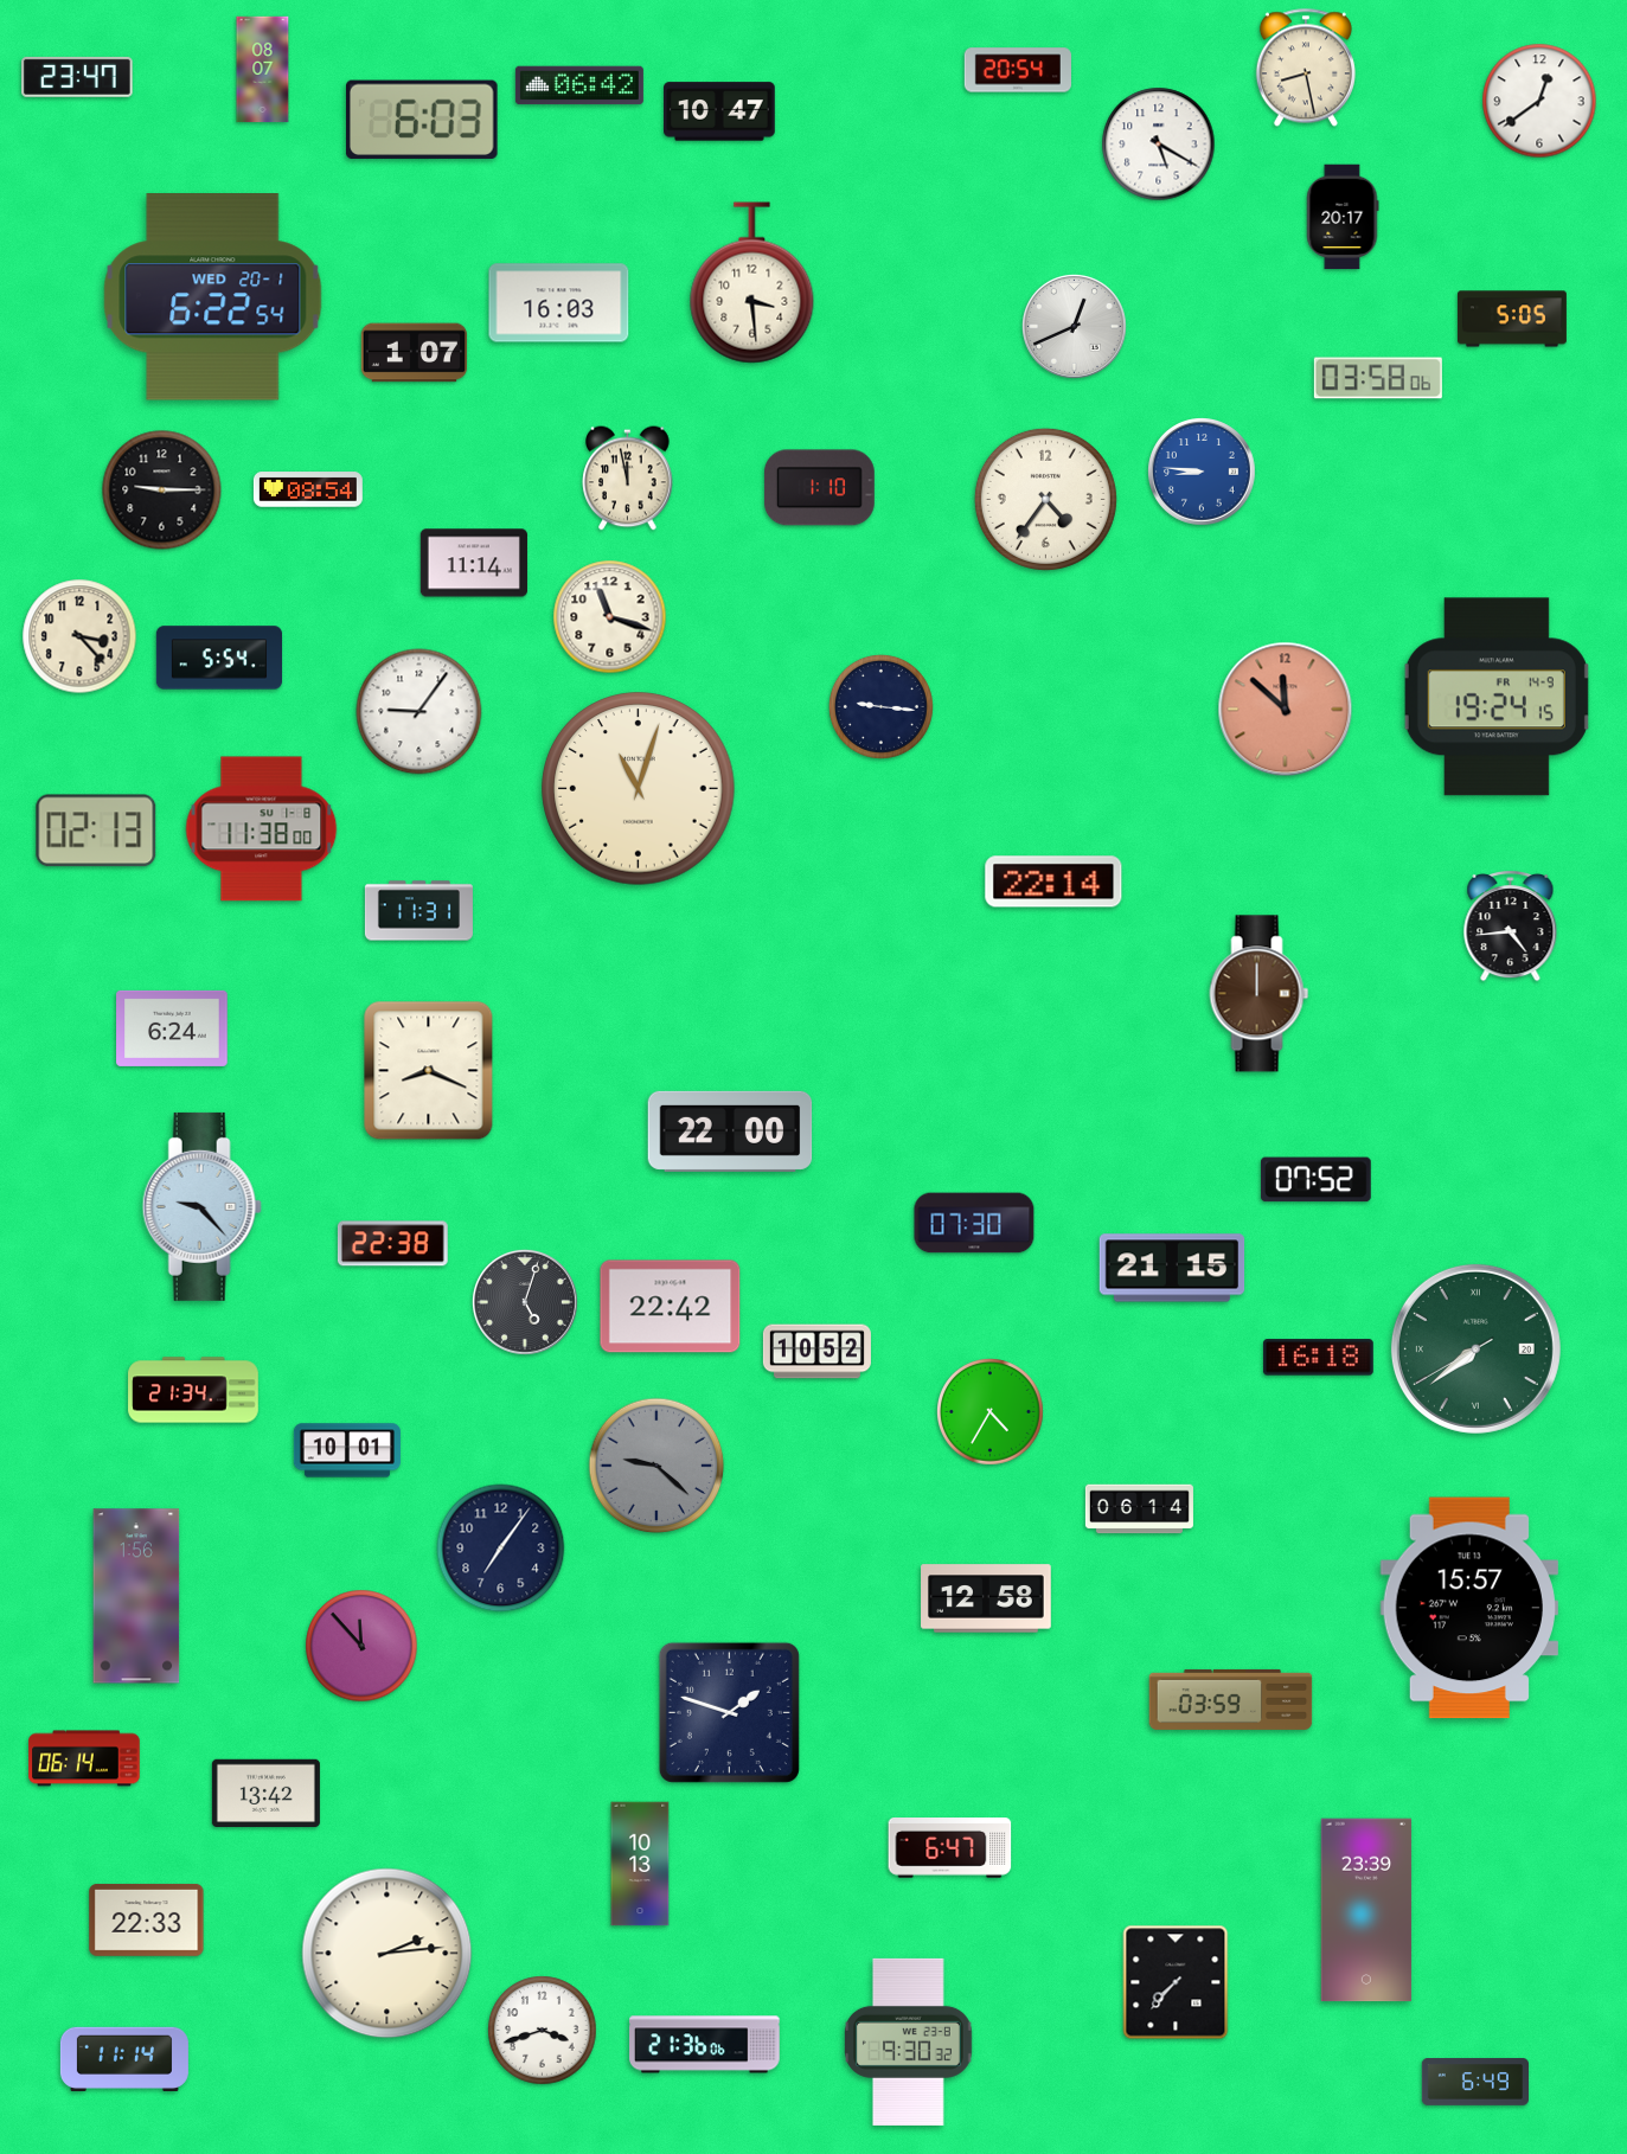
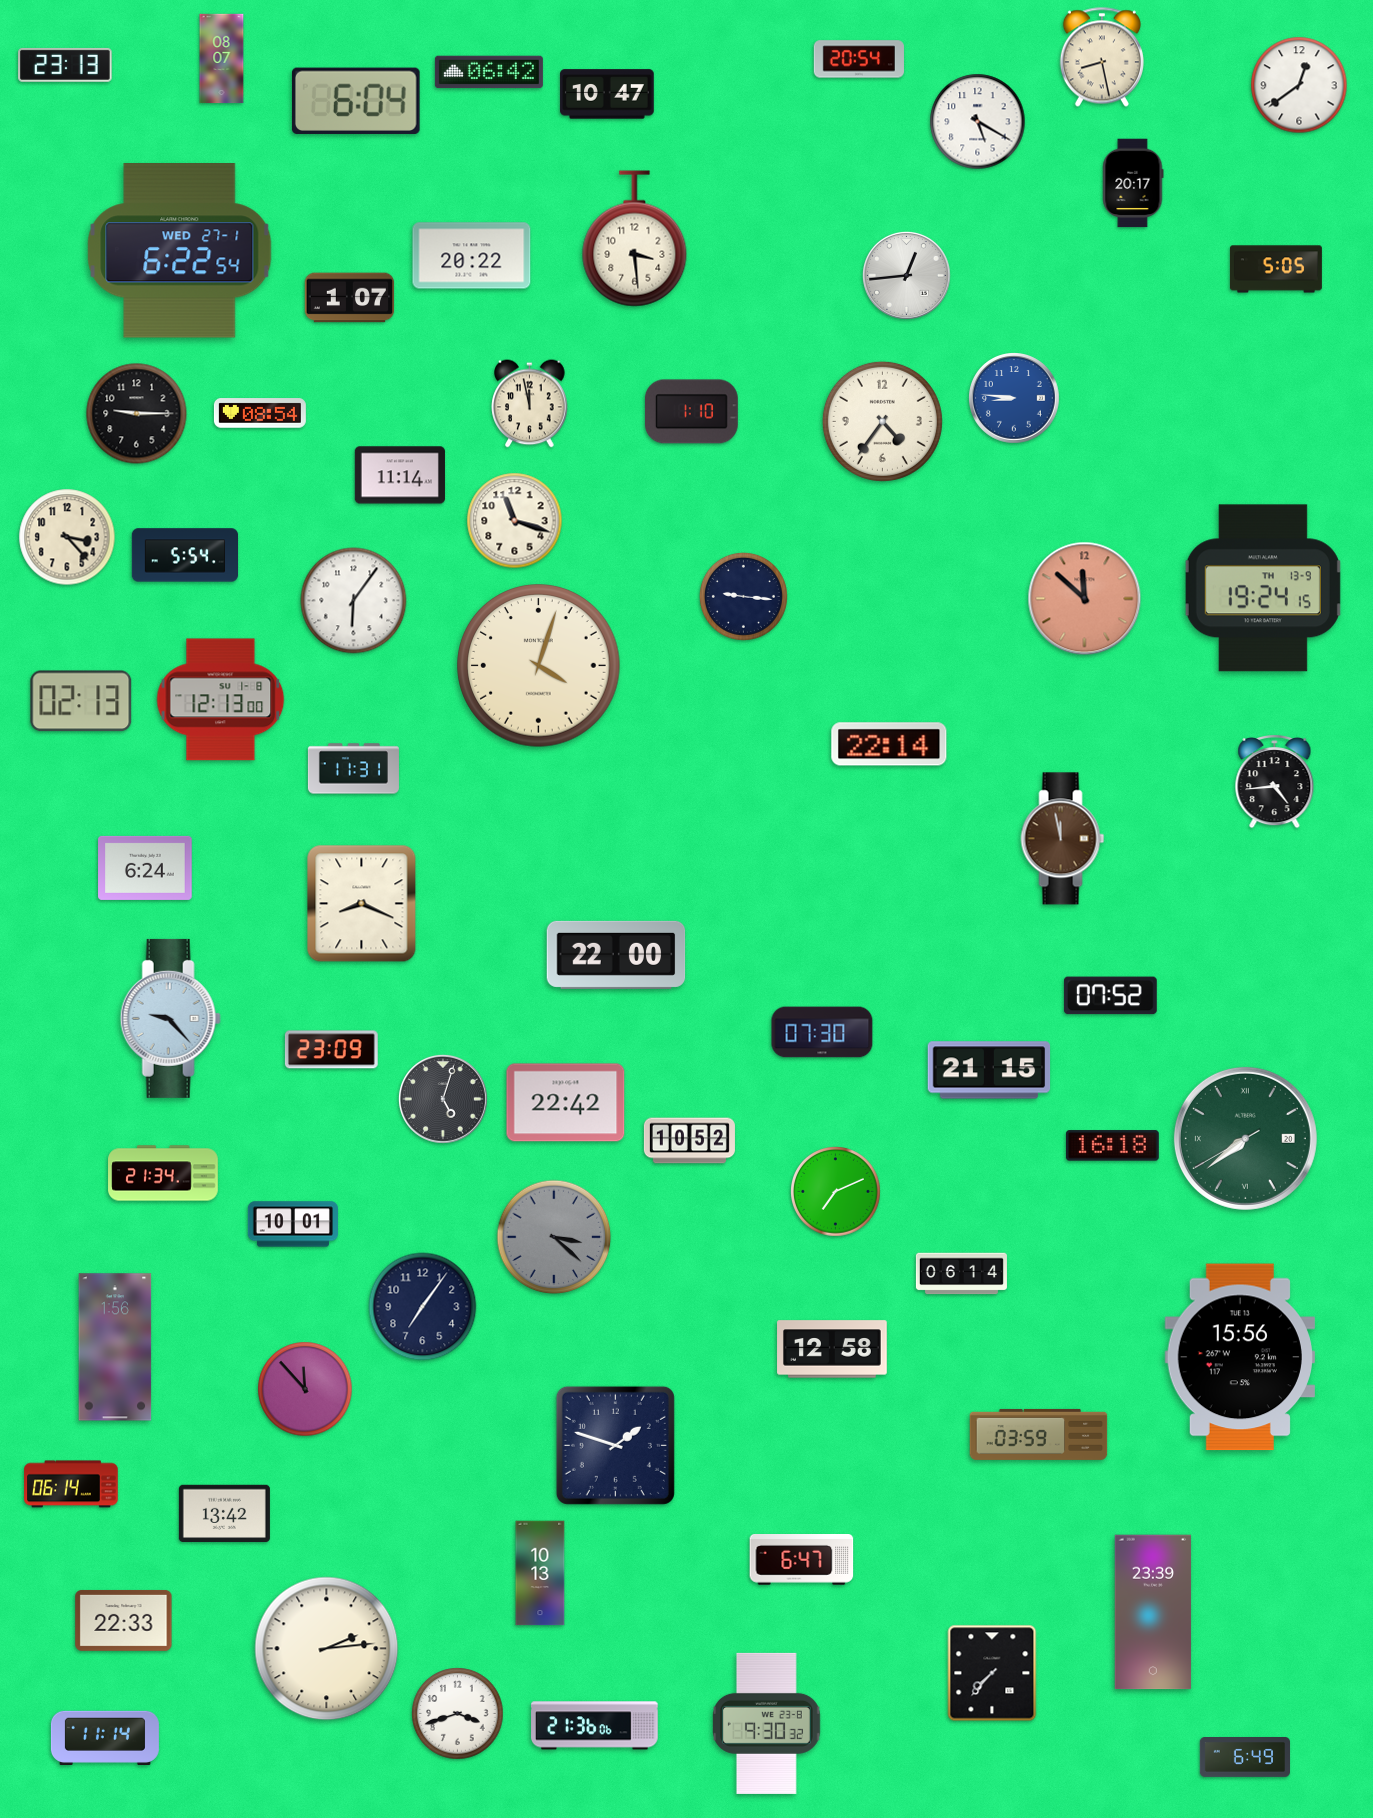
clock at (77, 77): 23:47 -> 23:13
clock at (422, 118): 6:03 -> 6:04
clock at (213, 297) date: WED 20-1 -> WED 27-1
clock at (559, 303): 16:03 -> 20:22
clock at (1074, 326): 12:41 -> 12:44
clock at (1378, 378): 03:58 -> none
clock at (1497, 697) date: FR 14-9 -> TH 13-9
clock at (419, 712): 9:06 -> 6:06
clock at (639, 789): 11:03 -> 4:03
clock at (262, 829): 11:38 -> 12:13
clock at (1260, 994): 12:00 -> 11:58
clock at (392, 1244): 22:38 -> 23:09
clock at (991, 1412): 4:35 -> 7:11
clock at (656, 1466): 9:22 -> 3:22
clock at (1469, 1608): 15:57 -> 15:56
